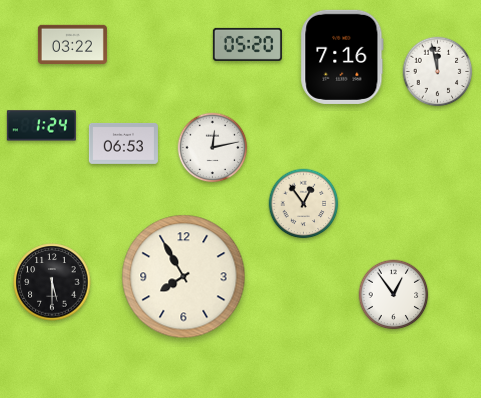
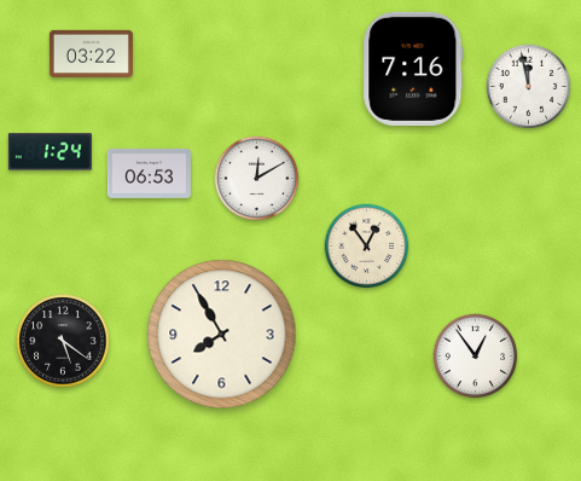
clock at (72, 44) position: (72, 44) -> (91, 53)
clock at (247, 44): 05:20 -> none
clock at (213, 148): 12:13 -> 12:10
clock at (52, 282): 5:30 -> 5:21
